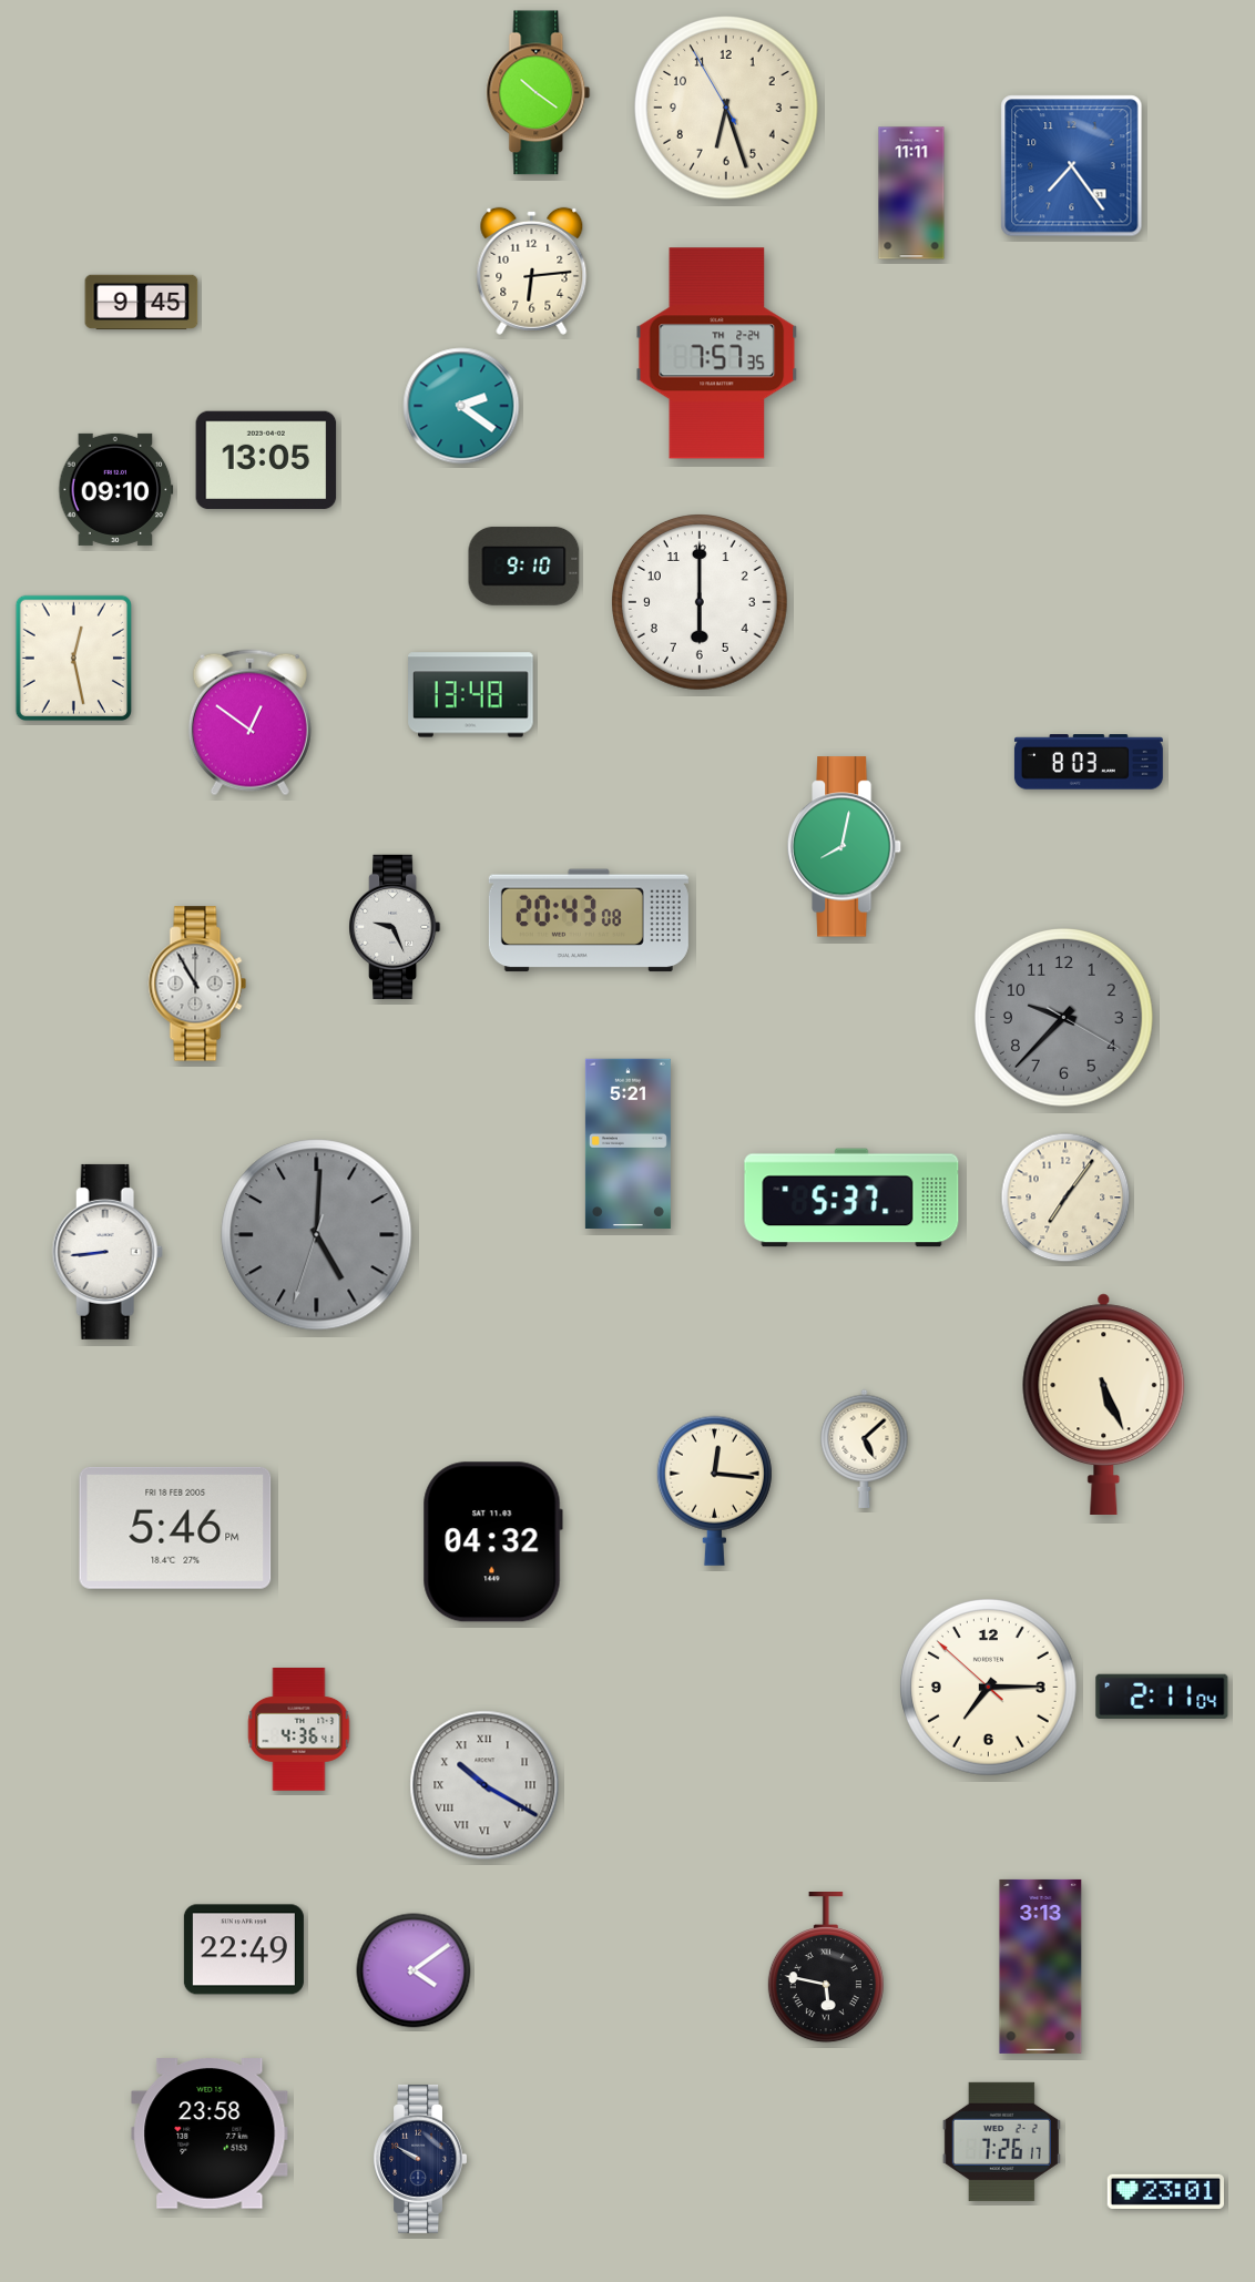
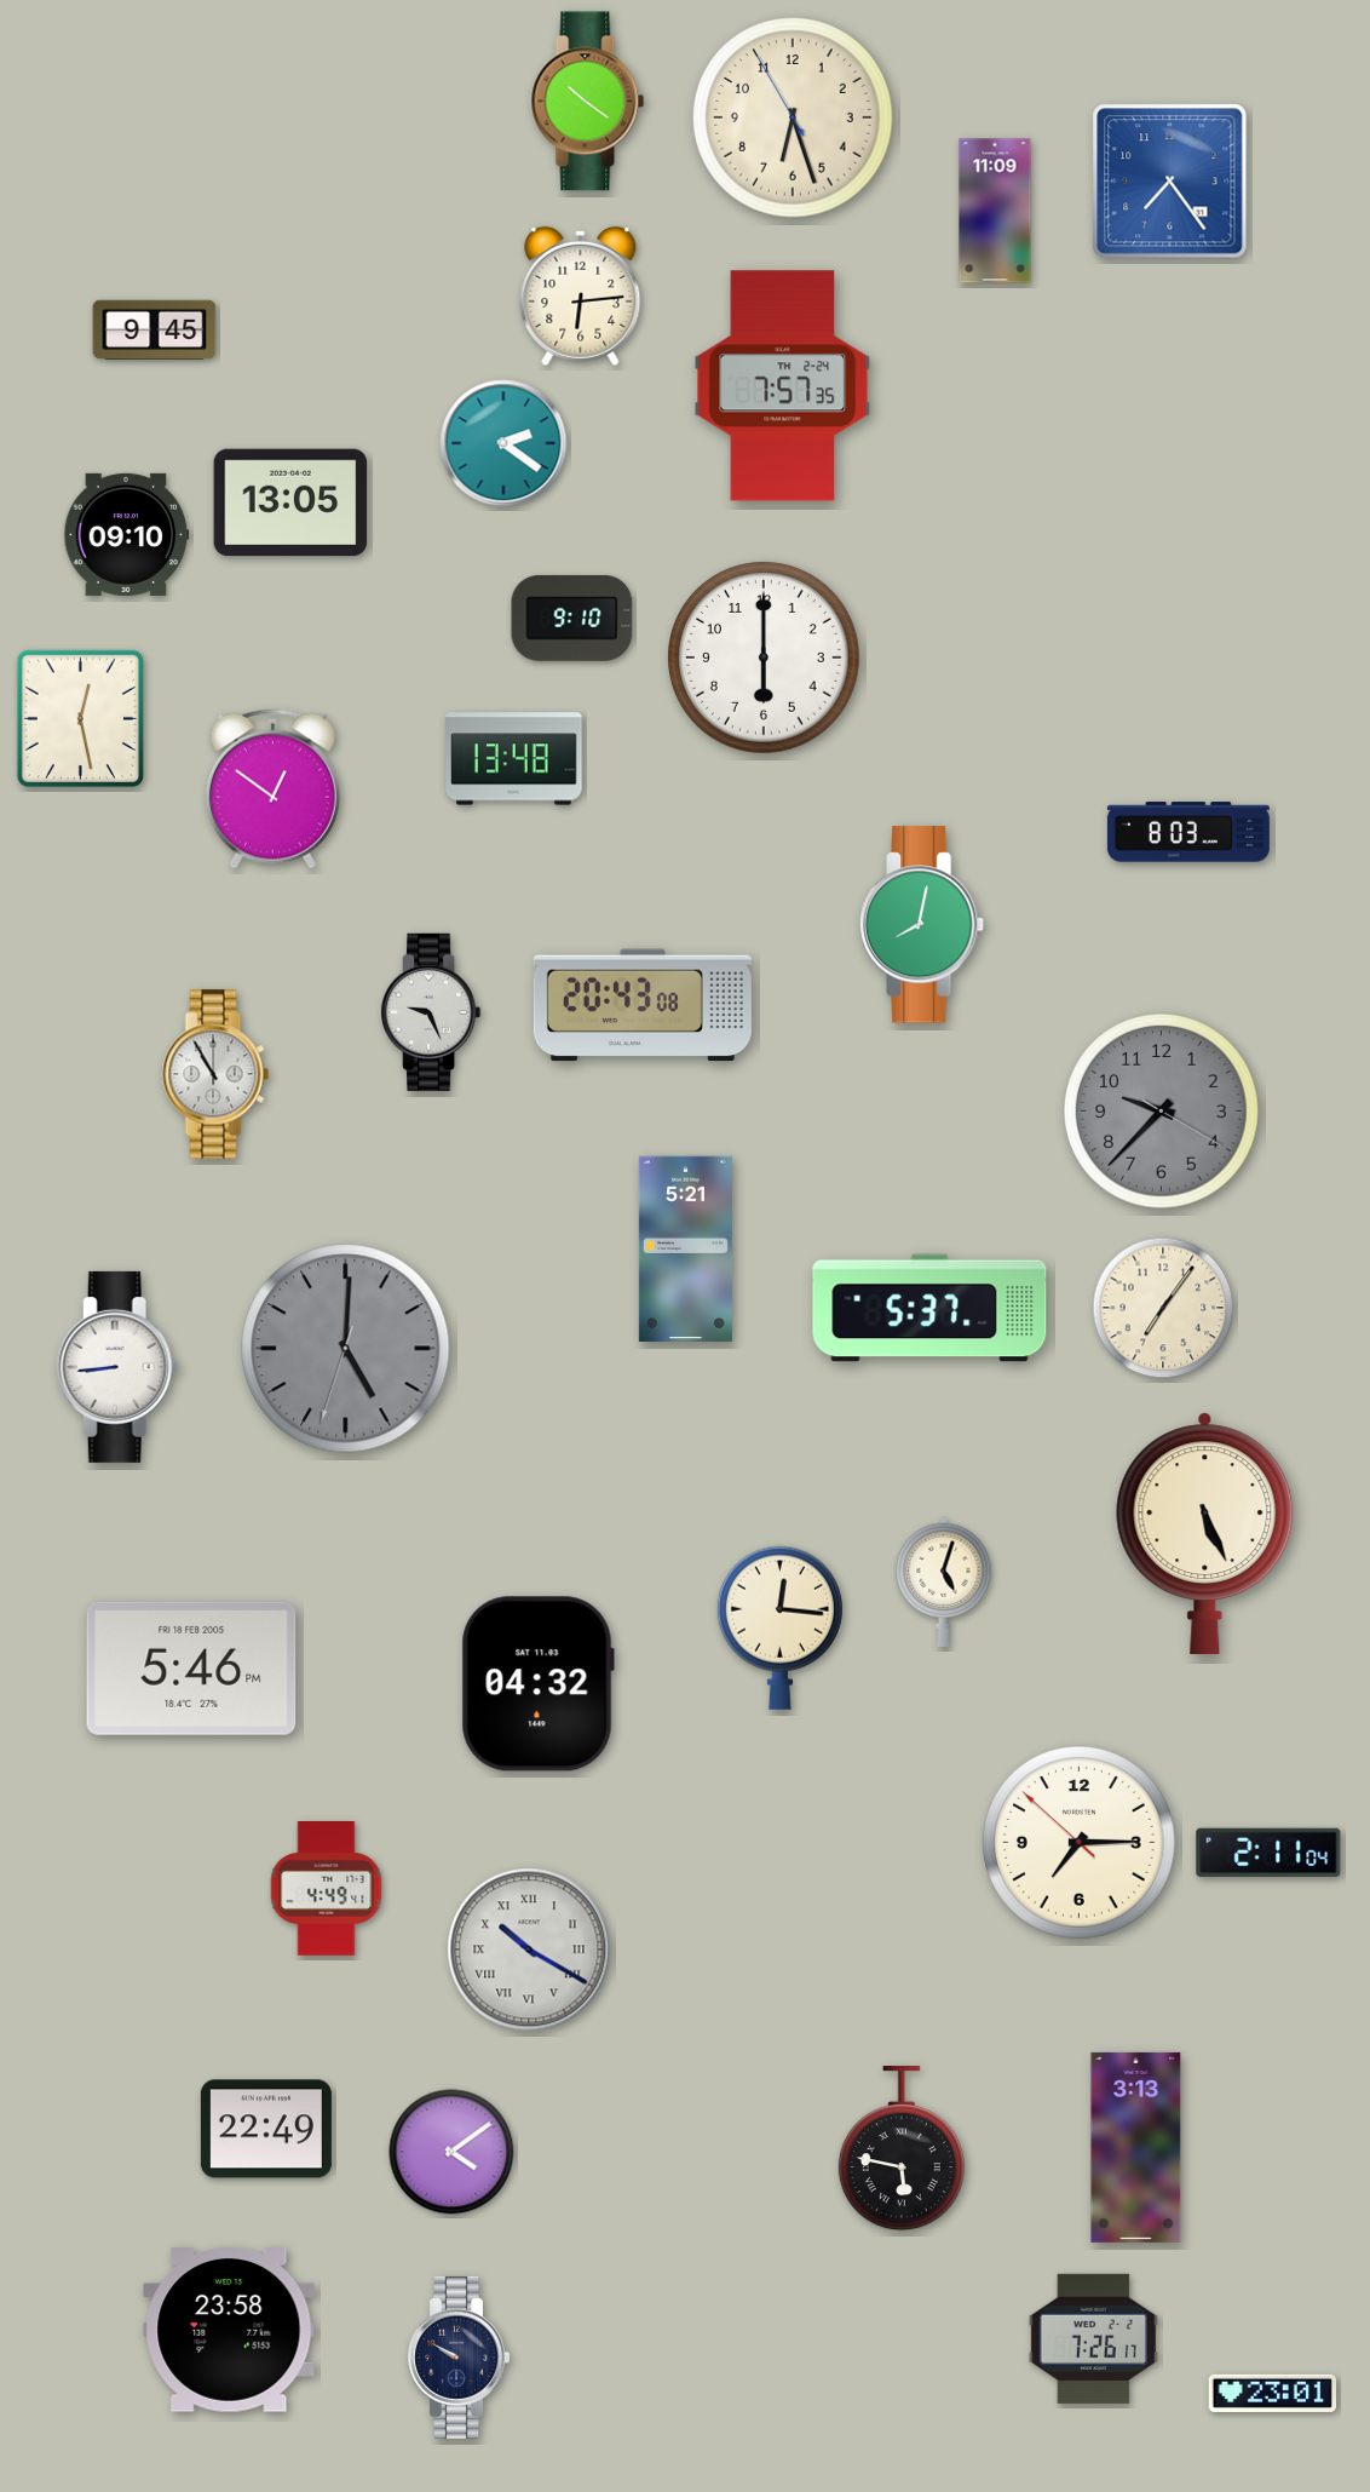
clock at (911, 193): 11:11 -> 11:09
clock at (865, 1448): 5:08 -> 5:03
clock at (299, 1730): 4:36 -> 4:49
